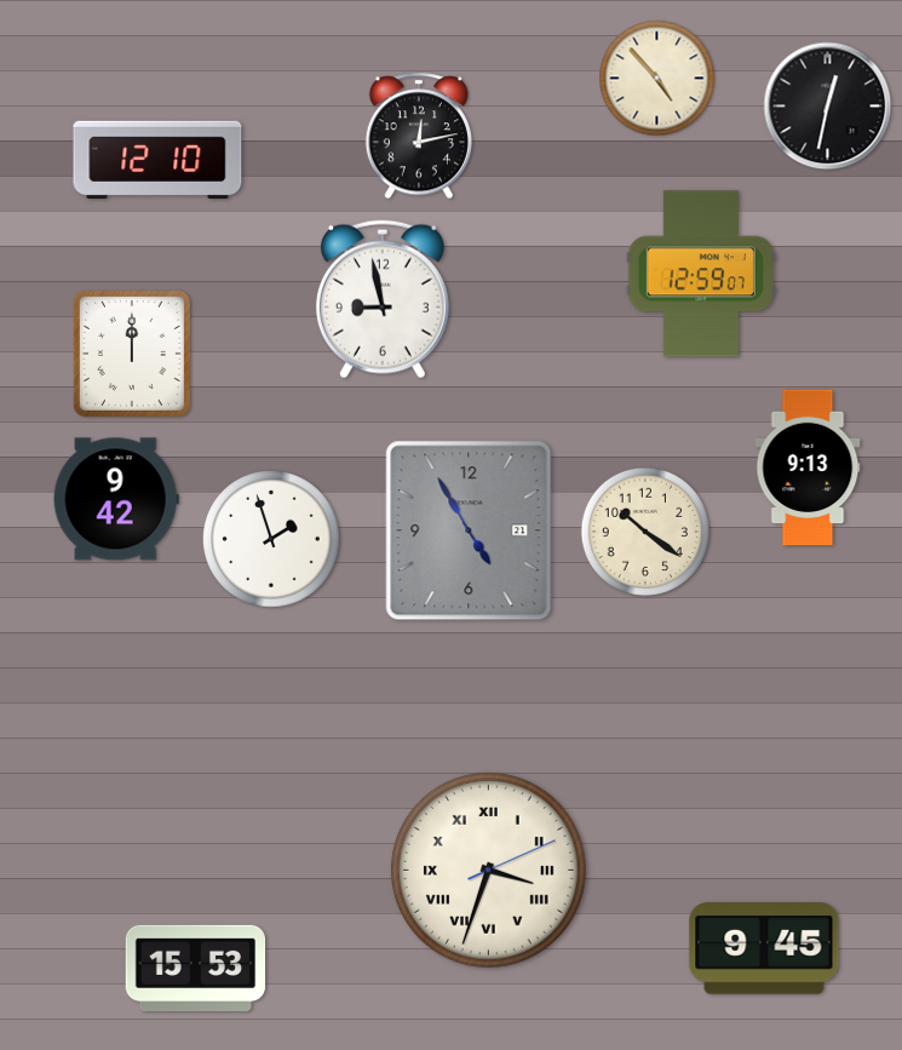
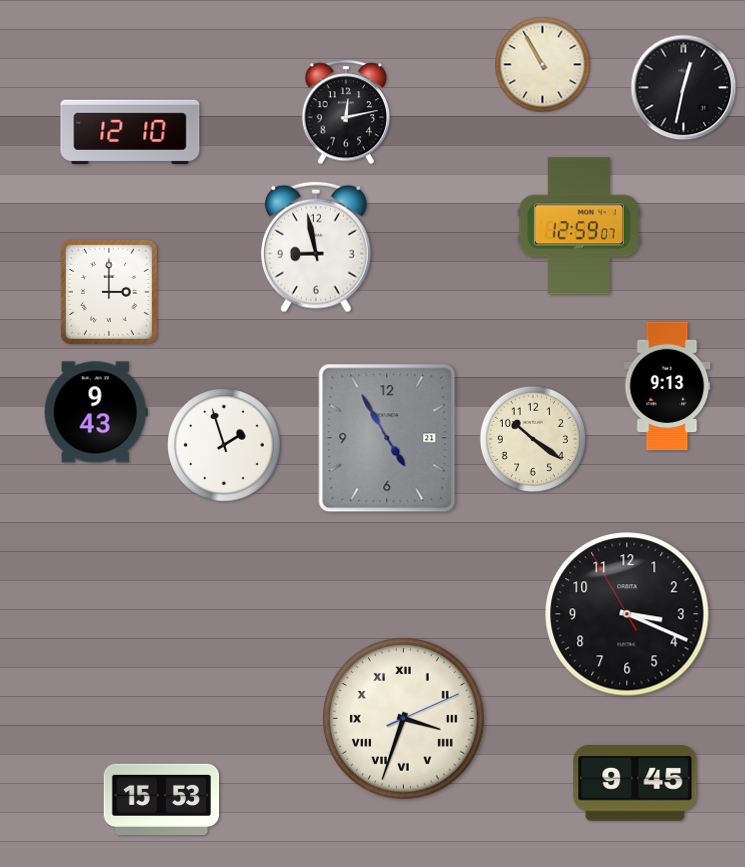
clock at (657, 79): 4:53 -> 10:55
clock at (132, 354): 12:00 -> 3:00
clock at (116, 499): 9:42 -> 9:43
clock at (627, 614): none -> 3:18
clock at (764, 948) position: (764, 948) -> (635, 783)
